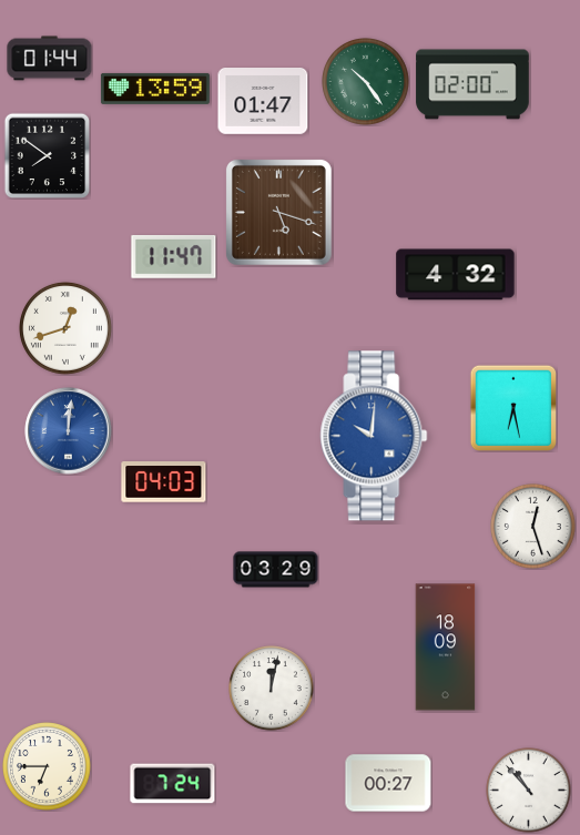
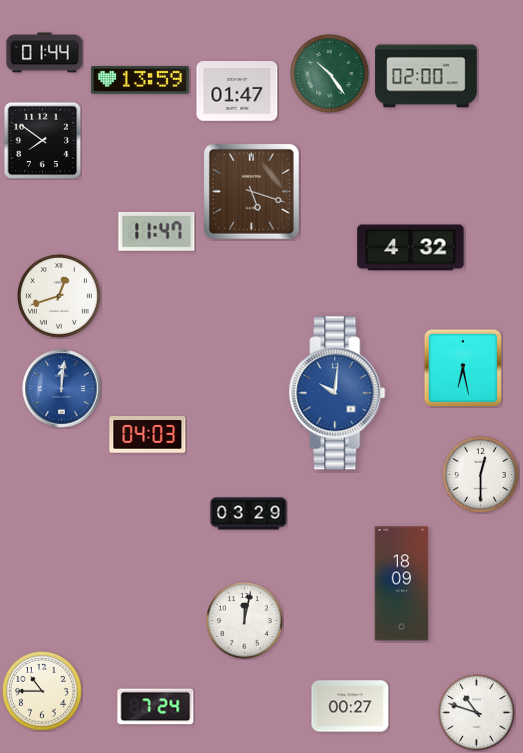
clock at (533, 527): 12:27 -> 12:30
clock at (48, 767): 6:45 -> 10:45
clock at (529, 791): 10:53 -> 10:48
